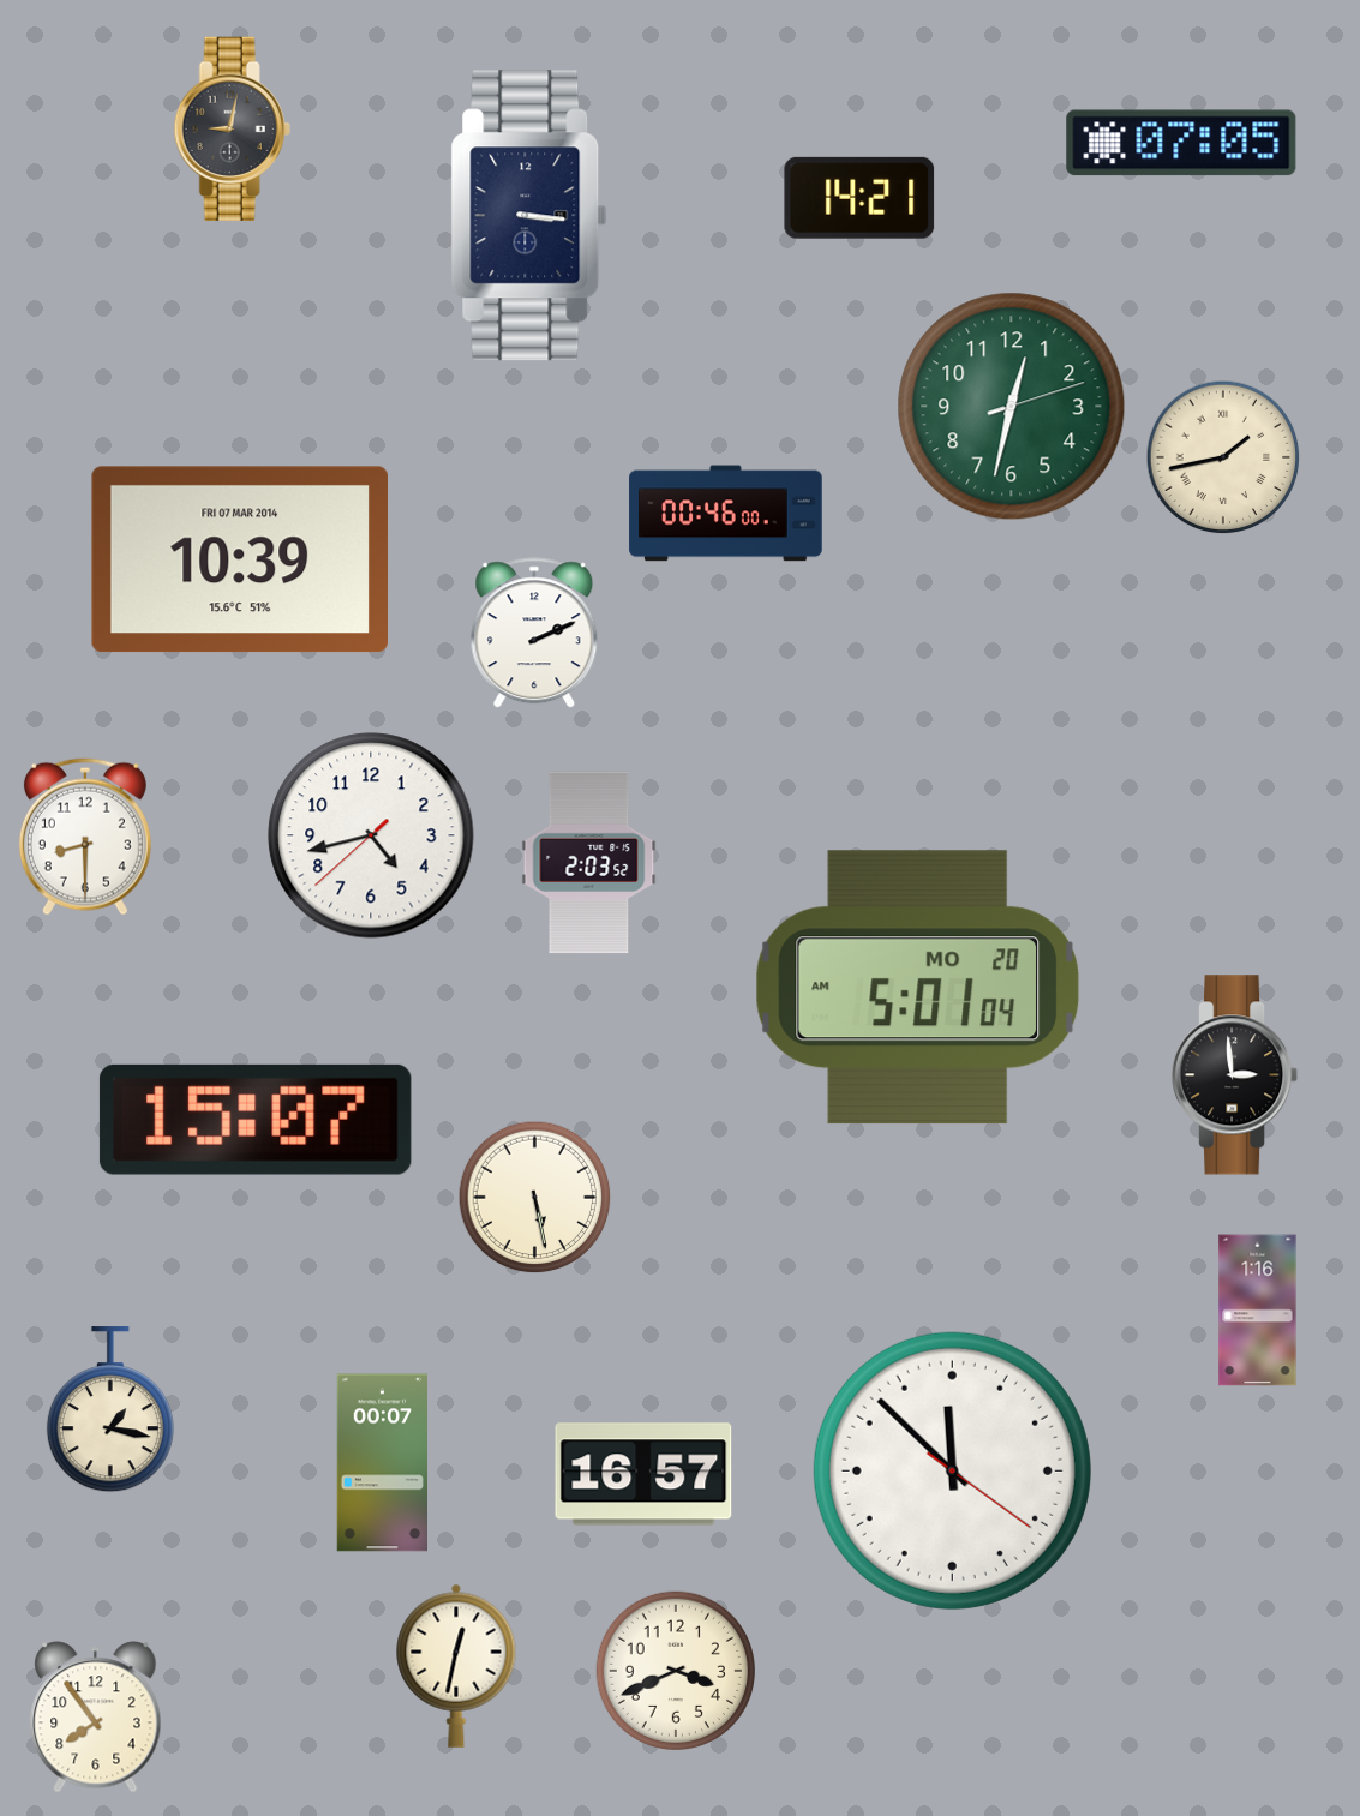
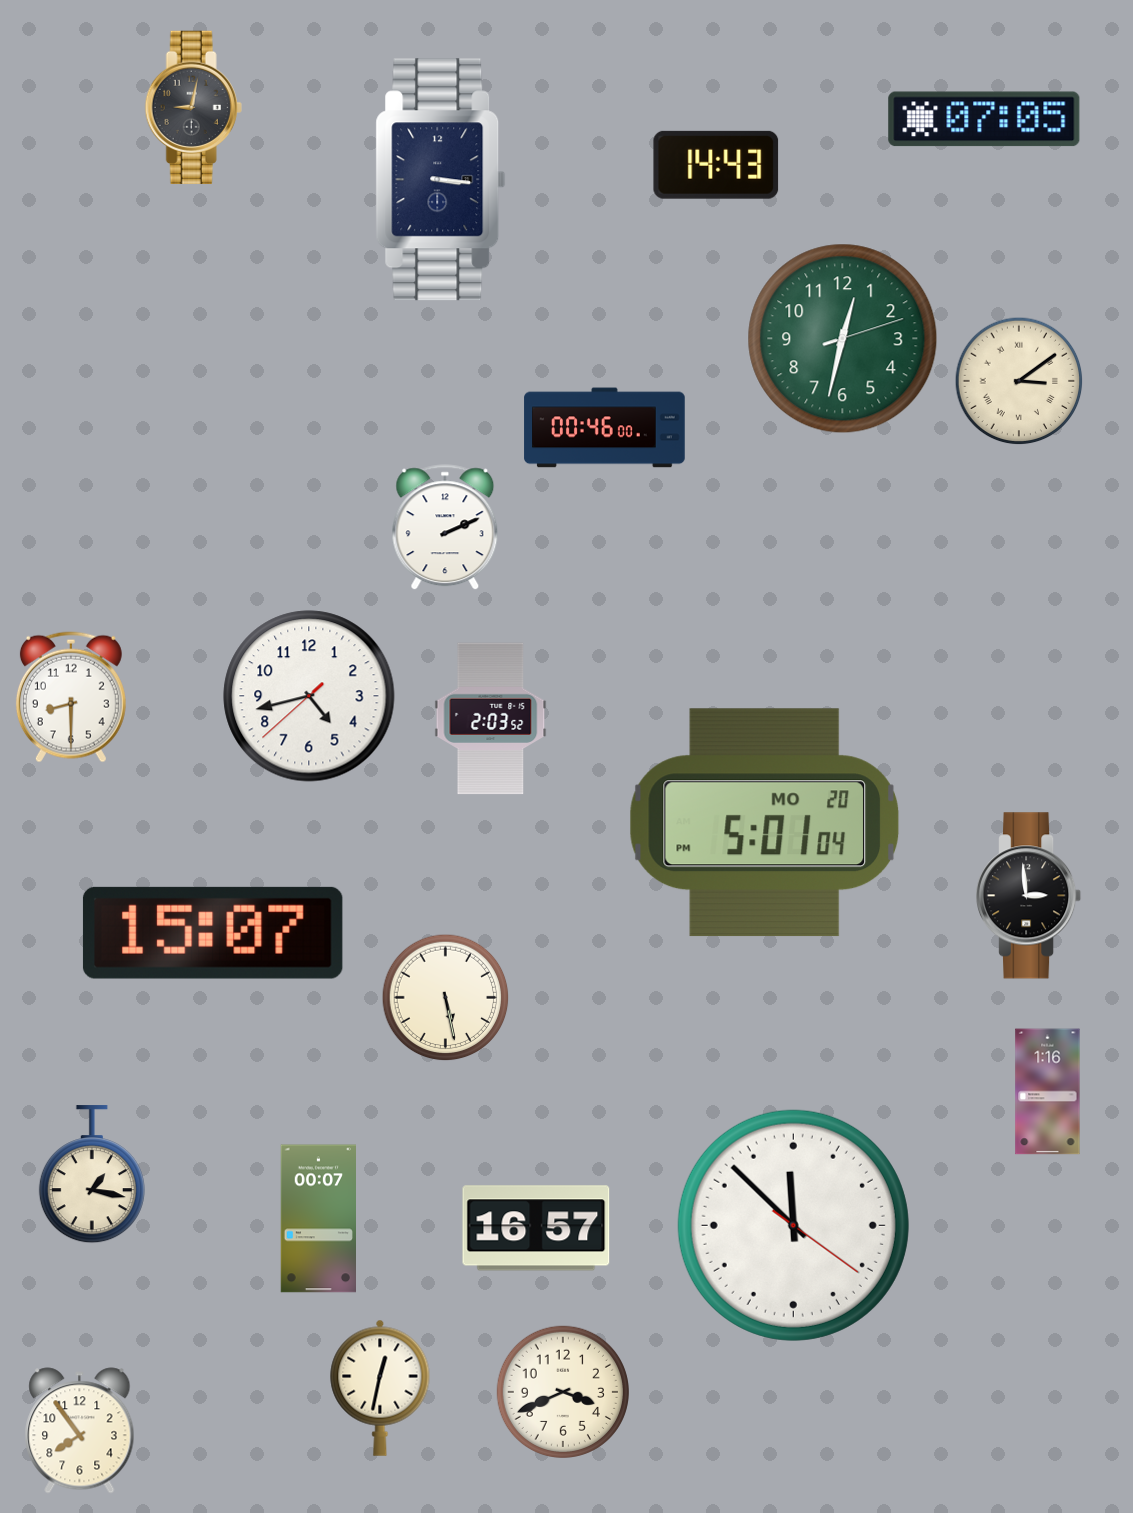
clock at (859, 198): 14:21 -> 14:43
clock at (1223, 457): 1:43 -> 3:09
clock at (239, 559): 10:39 -> none
clock at (917, 988): 5:01:04 AM -> 5:01:04 PM
